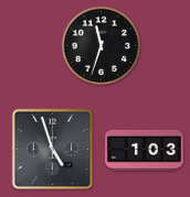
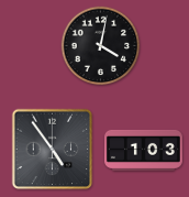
clock at (102, 46): 11:33 -> 4:02
clock at (53, 150): 4:57 -> 4:54
